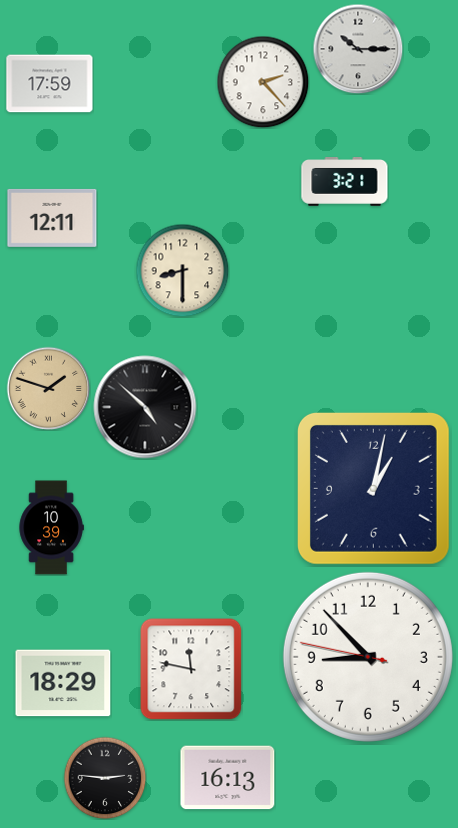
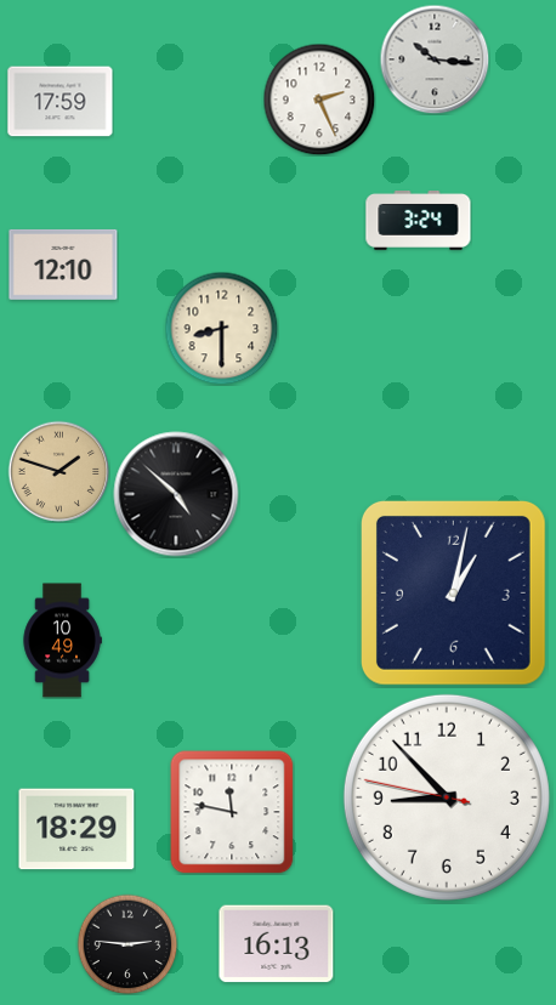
clock at (358, 49): 10:15 -> 10:16
clock at (263, 82): 2:23 -> 2:26
clock at (345, 182): 3:21 -> 3:24
clock at (52, 218): 12:11 -> 12:10
clock at (51, 528): 10:39 -> 10:49
